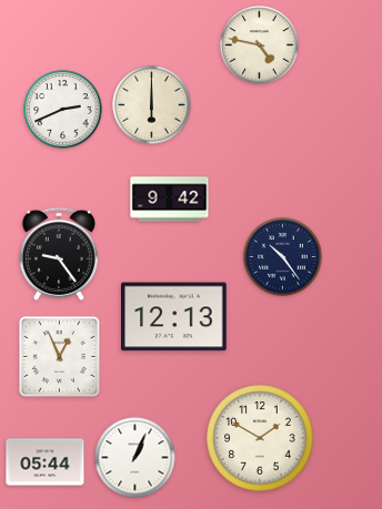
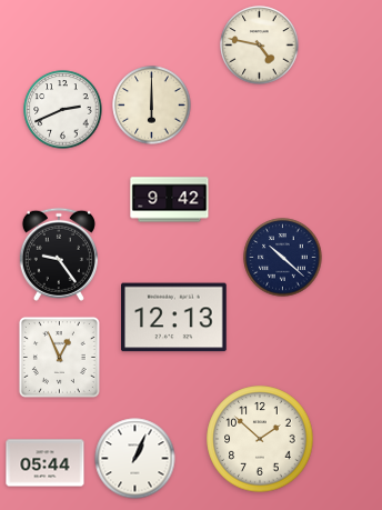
clock at (283, 257): 10:24 -> 10:22
clock at (260, 438): 1:50 -> 1:52
